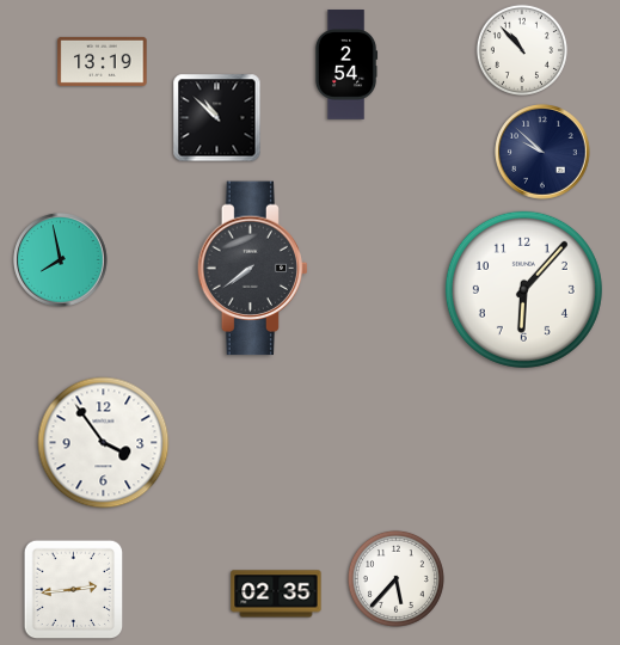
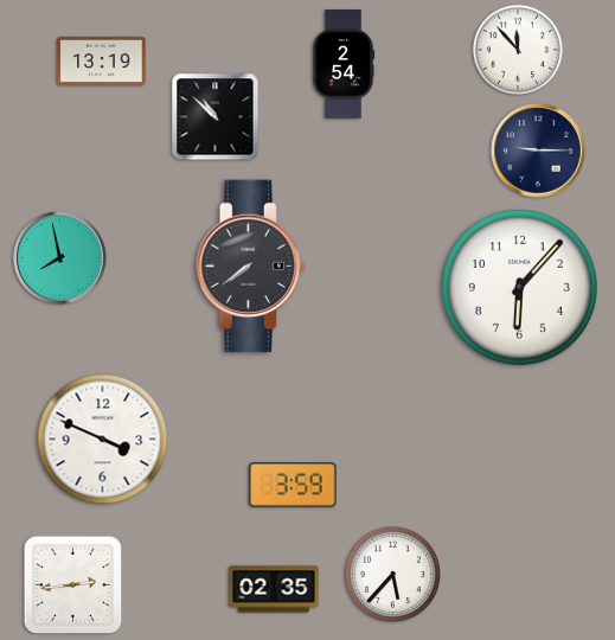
clock at (522, 50): 10:53 -> 11:53
clock at (542, 152): 9:52 -> 9:15
clock at (104, 443): 3:54 -> 3:49
clock at (293, 486): none -> 3:59
